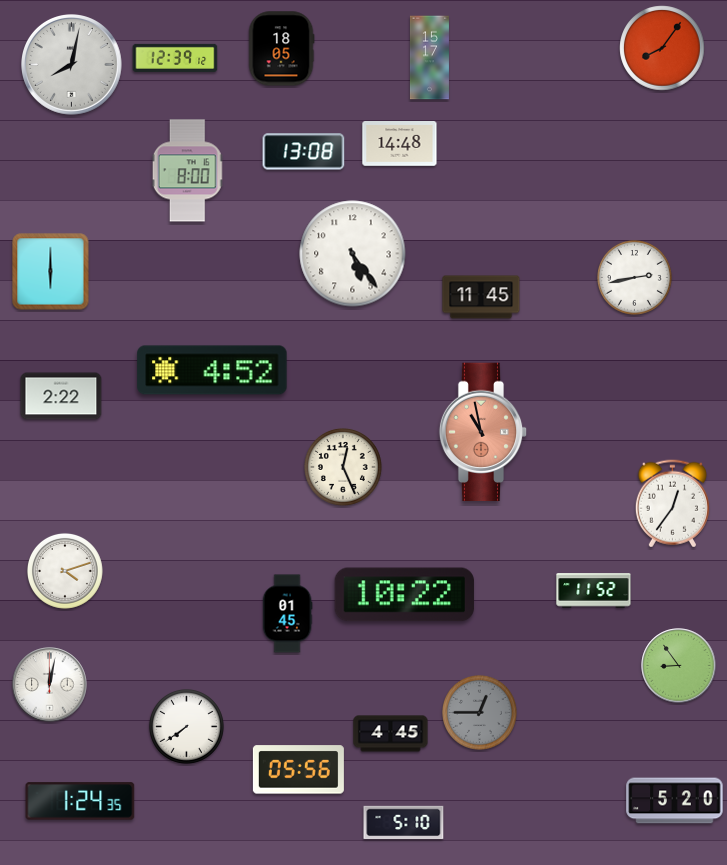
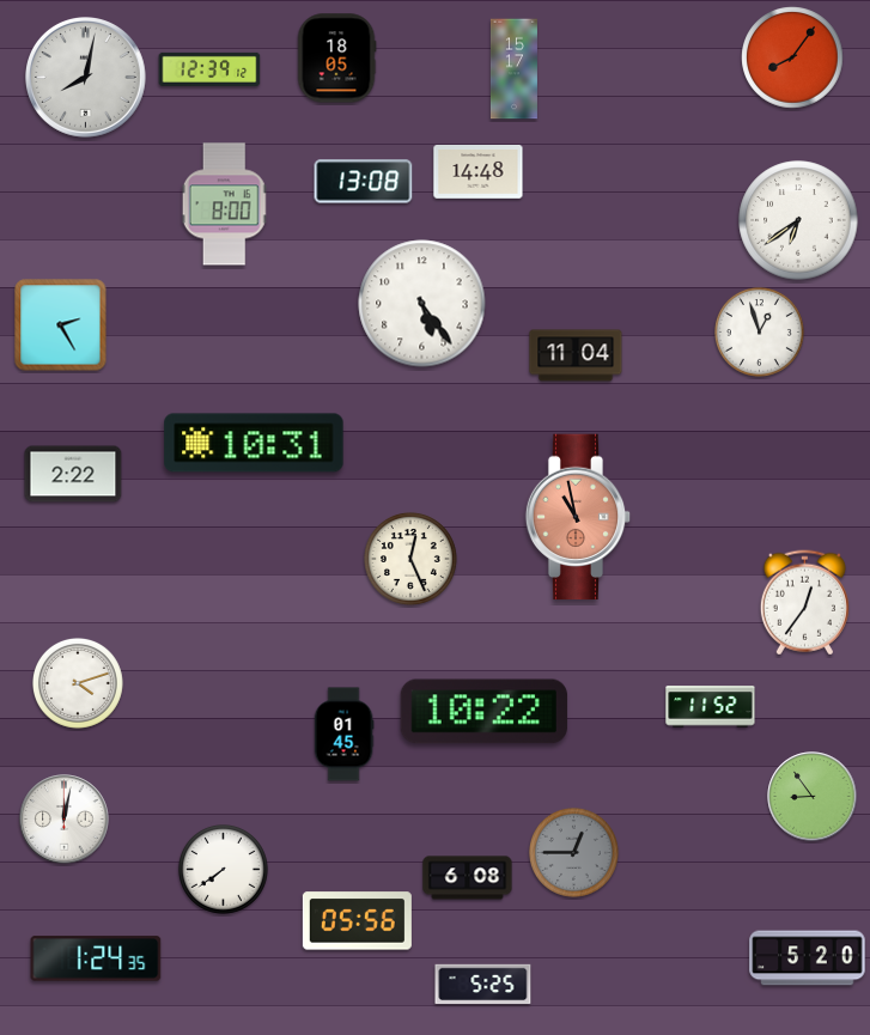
clock at (798, 220): none -> 6:39
clock at (51, 272): 6:00 -> 2:25
clock at (634, 277): 2:43 -> 12:57
clock at (481, 297): 11:45 -> 11:04
clock at (212, 370): 4:52 -> 10:31
clock at (50, 685) position: (50, 685) -> (65, 820)
clock at (391, 734): 4:45 -> 6:08
clock at (404, 823): 5:10 -> 5:25
